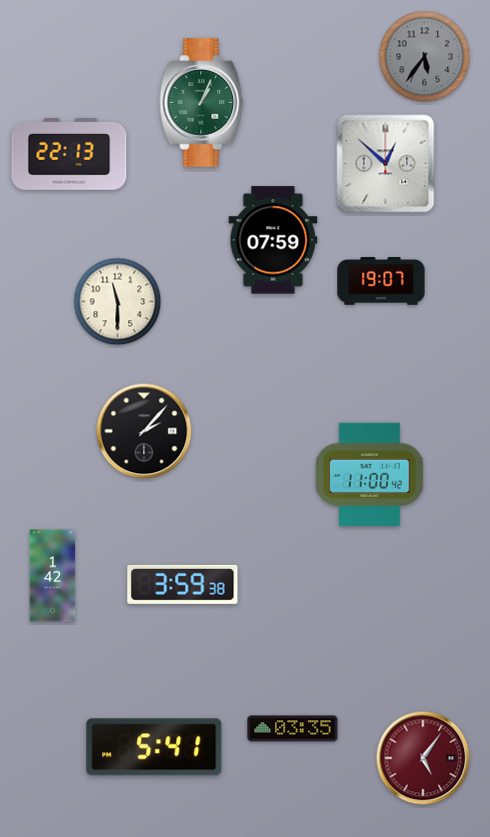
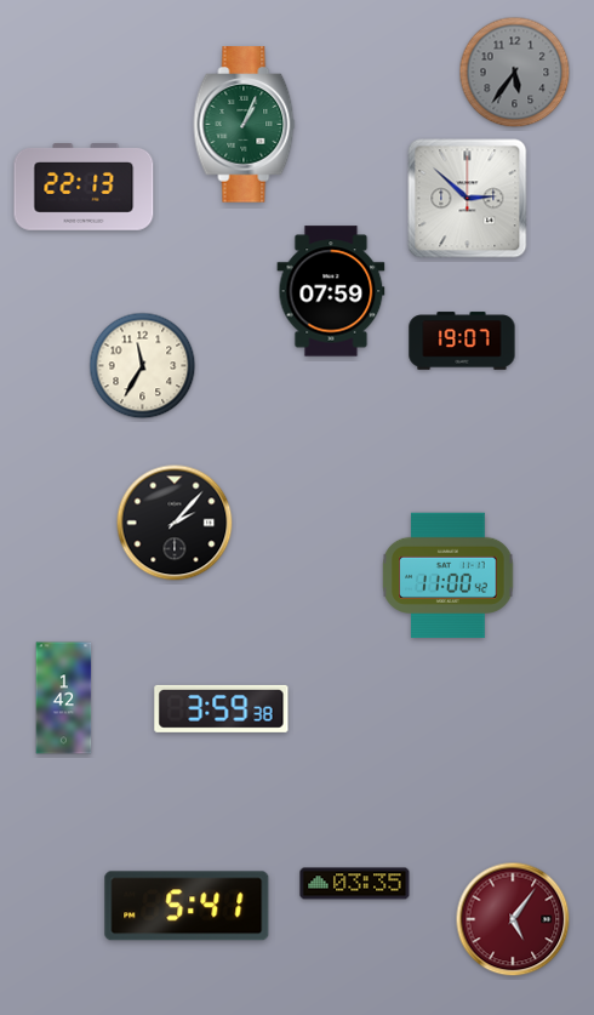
clock at (425, 57) position: (425, 57) -> (515, 73)
clock at (386, 164): 12:52 -> 2:52
clock at (118, 302): 11:30 -> 11:35
